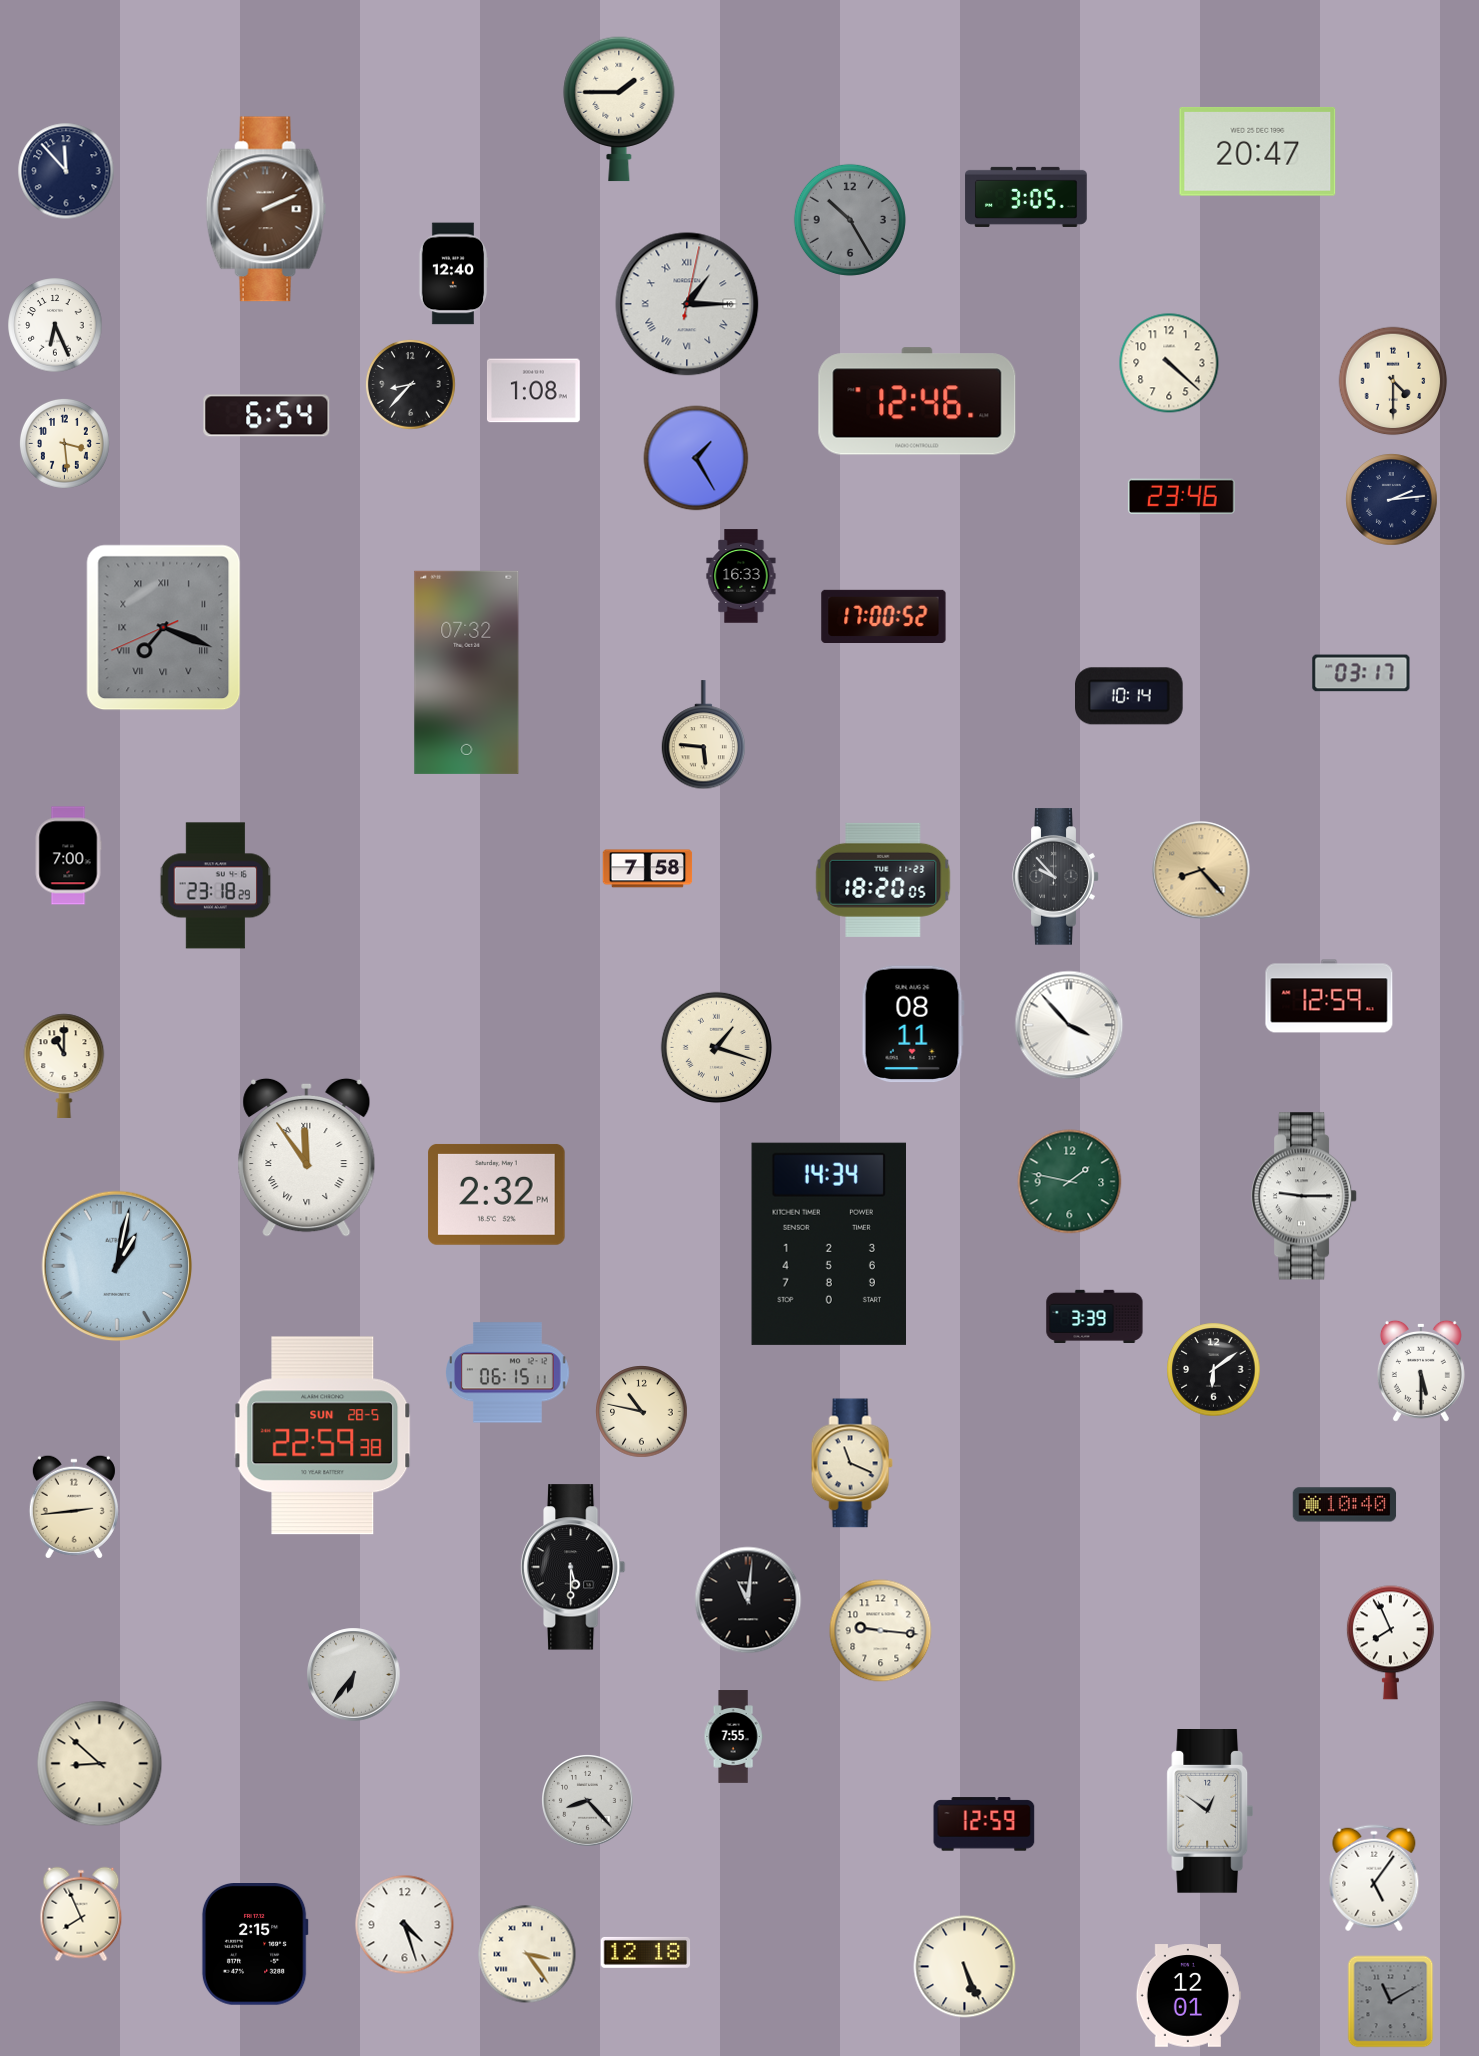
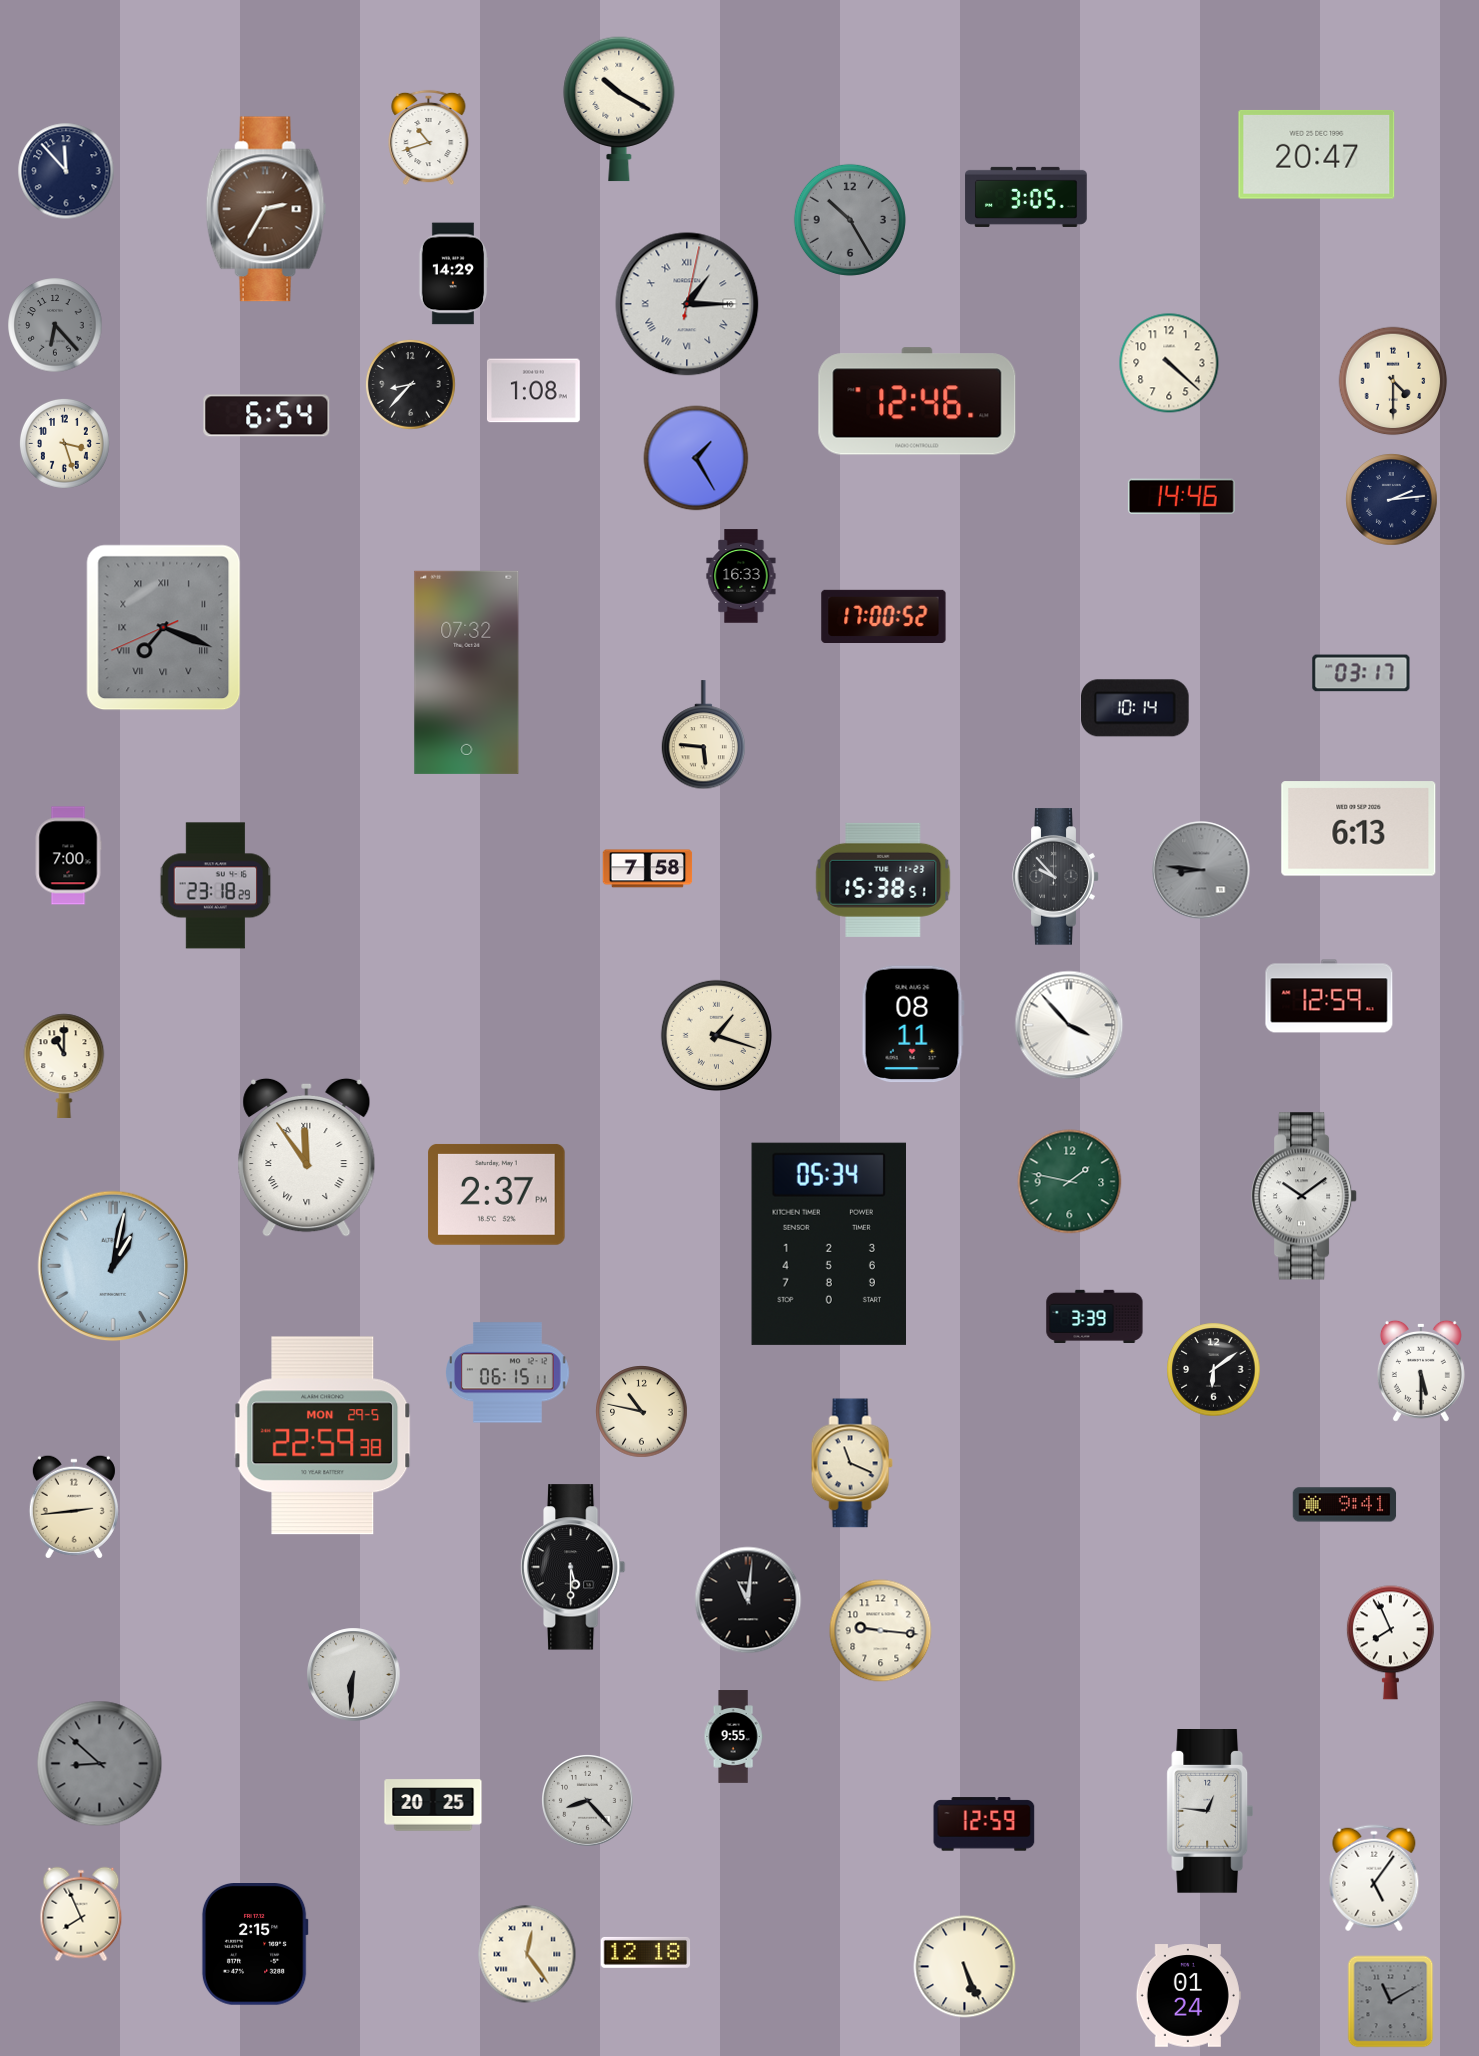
clock at (619, 109): 1:45 -> 10:20
clock at (429, 138): none -> 10:42
clock at (1258, 151) position: (1258, 151) -> (1317, 154)
clock at (266, 209): 2:11 -> 2:35
clock at (453, 274): 12:40 -> 14:29
clock at (55, 325): 6:26 -> 6:23
clock at (55, 325) dial: white -> grey
clock at (64, 443): 3:29 -> 3:27
clock at (1181, 496): 23:46 -> 14:46
clock at (1130, 696) position: (1130, 696) -> (1136, 708)
clock at (1359, 829): none -> 6:13
clock at (1201, 870): 8:23 -> 8:46
clock at (1201, 870) dial: champagne -> grey
clock at (883, 880): 18:20 -> 15:38
clock at (716, 1047) position: (716, 1047) -> (716, 1035)
clock at (497, 1194): 2:32 -> 2:37
clock at (1305, 1196): 9:15 -> 10:09
clock at (828, 1244): 14:34 -> 05:34
clock at (117, 1266) position: (117, 1266) -> (113, 1266)
clock at (323, 1436) date: SUN 28-5 -> MON 29-5
clock at (1345, 1505): 10:40 -> 9:41
clock at (354, 1675): 6:36 -> 6:31
clock at (733, 1737): 7:55 -> 9:55
clock at (100, 1764) dial: cream -> grey
clock at (433, 1805): none -> 20:25
clock at (1210, 1812): 12:51 -> 12:46
clock at (405, 1925): 4:27 -> none
clock at (527, 1954): 3:24 -> 12:24
clock at (1188, 1996): 12:01 -> 01:24
